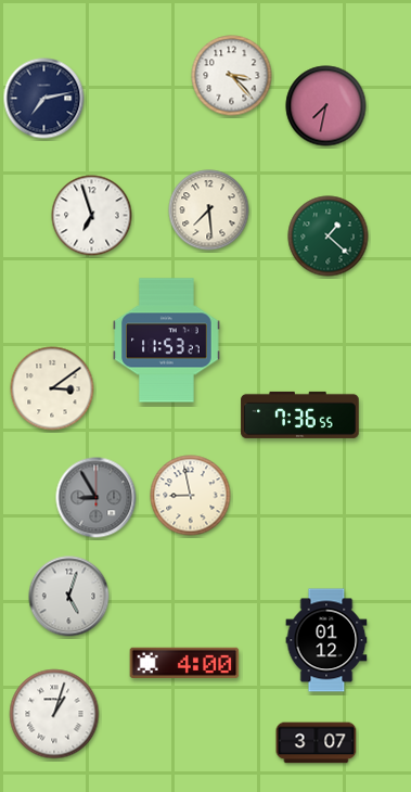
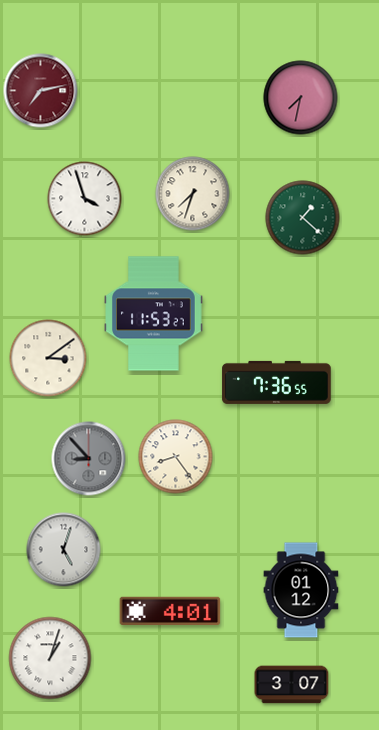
clock at (232, 76): 3:23 -> none
clock at (44, 99) dial: navy -> burgundy
clock at (209, 210): 7:29 -> 7:33
clock at (92, 216): 6:57 -> 3:57
clock at (191, 496): 8:58 -> 8:24
clock at (97, 498): 8:55 -> 8:53
clock at (184, 662): 4:00 -> 4:01
